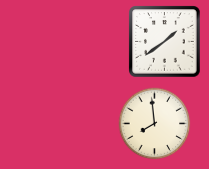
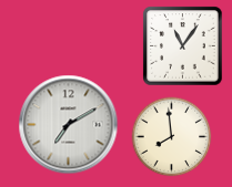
clock at (165, 42): 1:39 -> 11:06
clock at (69, 125): none -> 7:10
